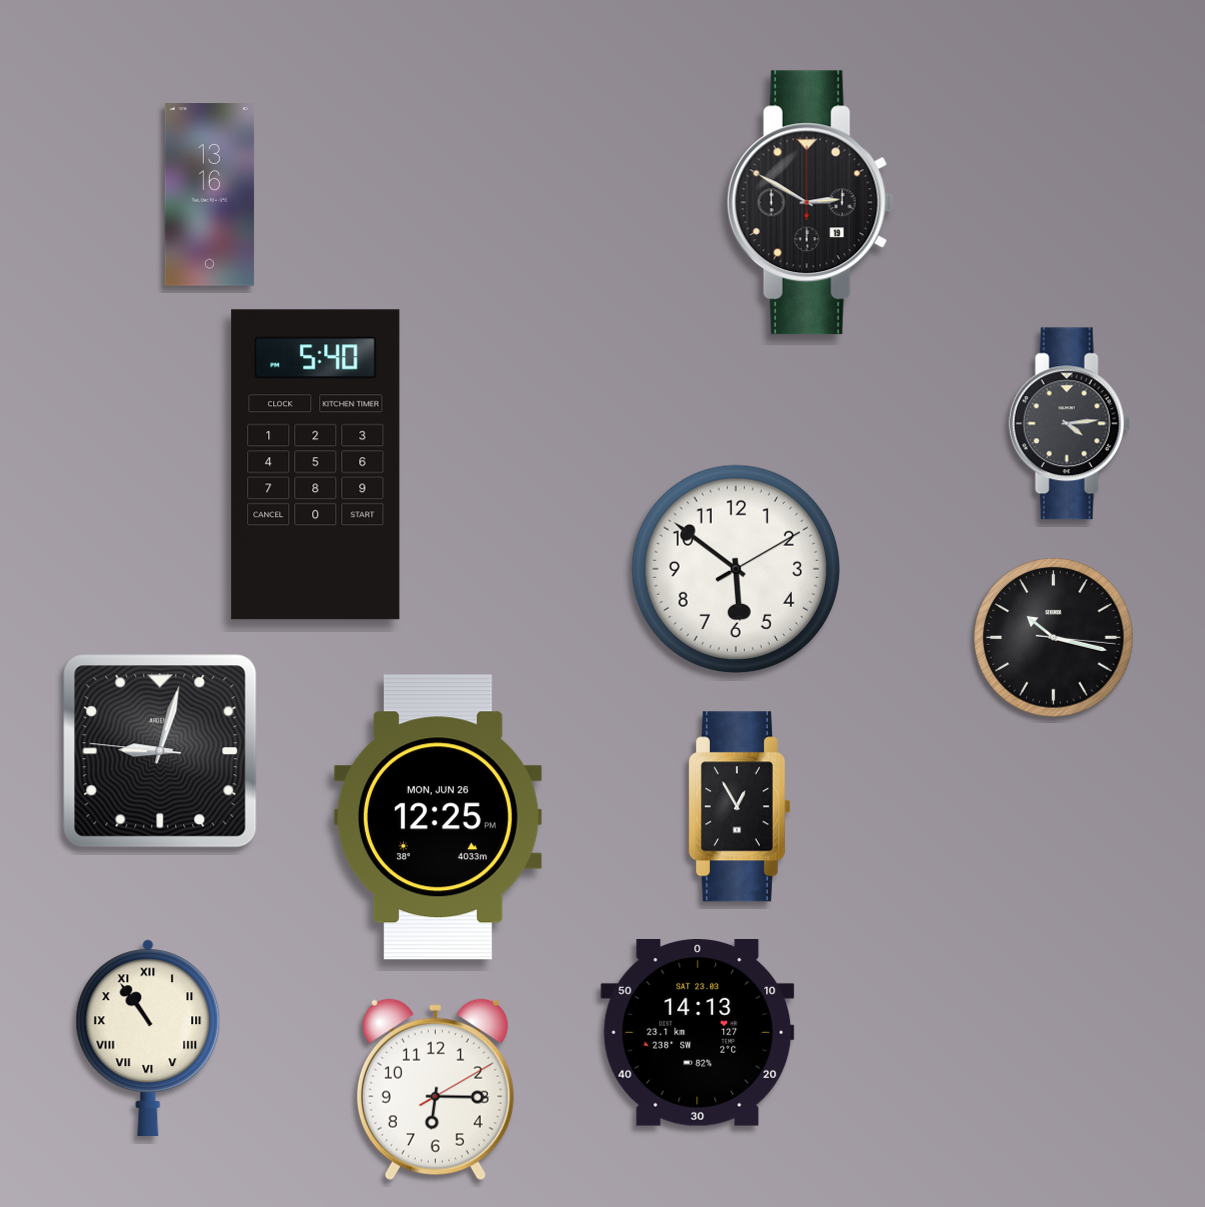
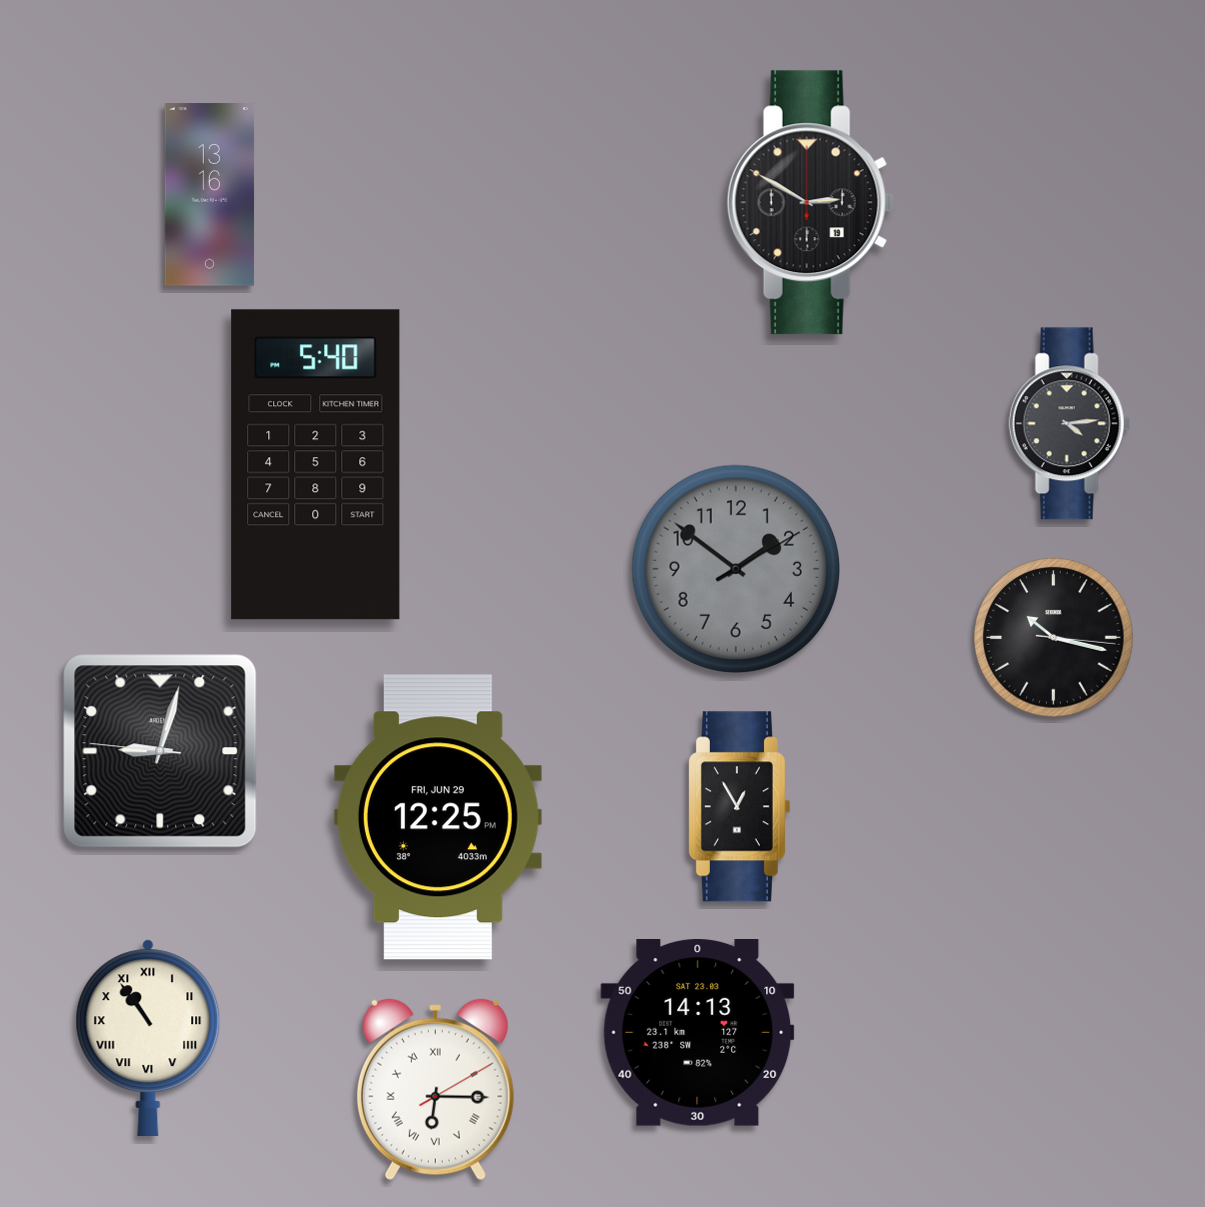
clock at (735, 568): 5:51 -> 1:51
clock at (735, 568) dial: white -> grey
clock at (438, 817) date: MON, JUN 26 -> FRI, JUN 29
clock at (435, 1090) numerals: Arabic -> Roman
